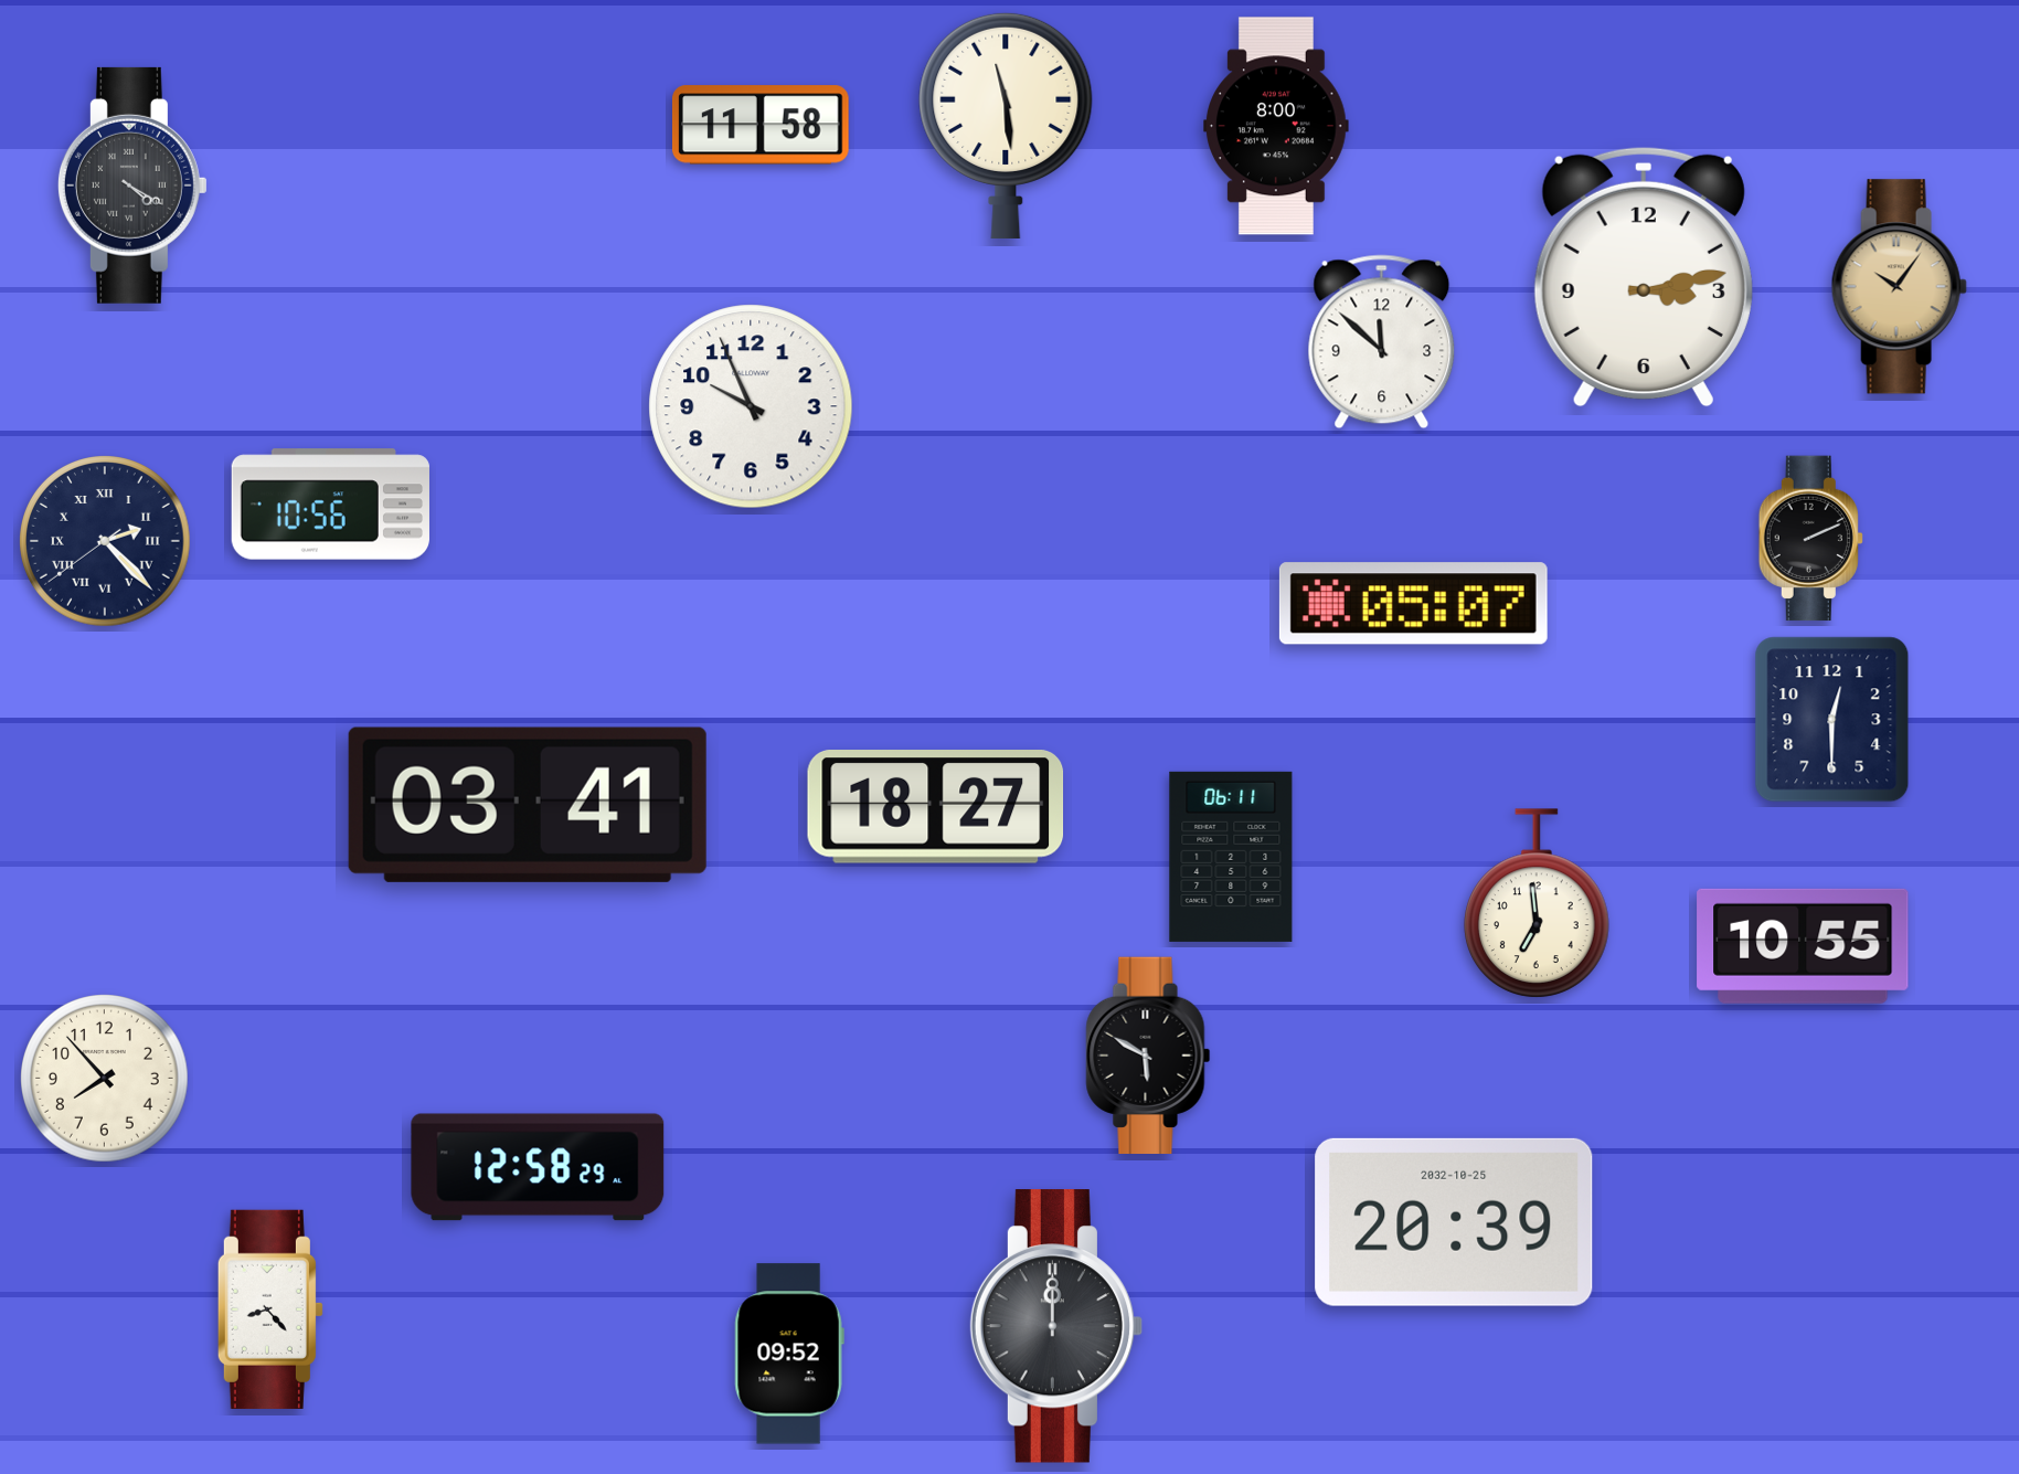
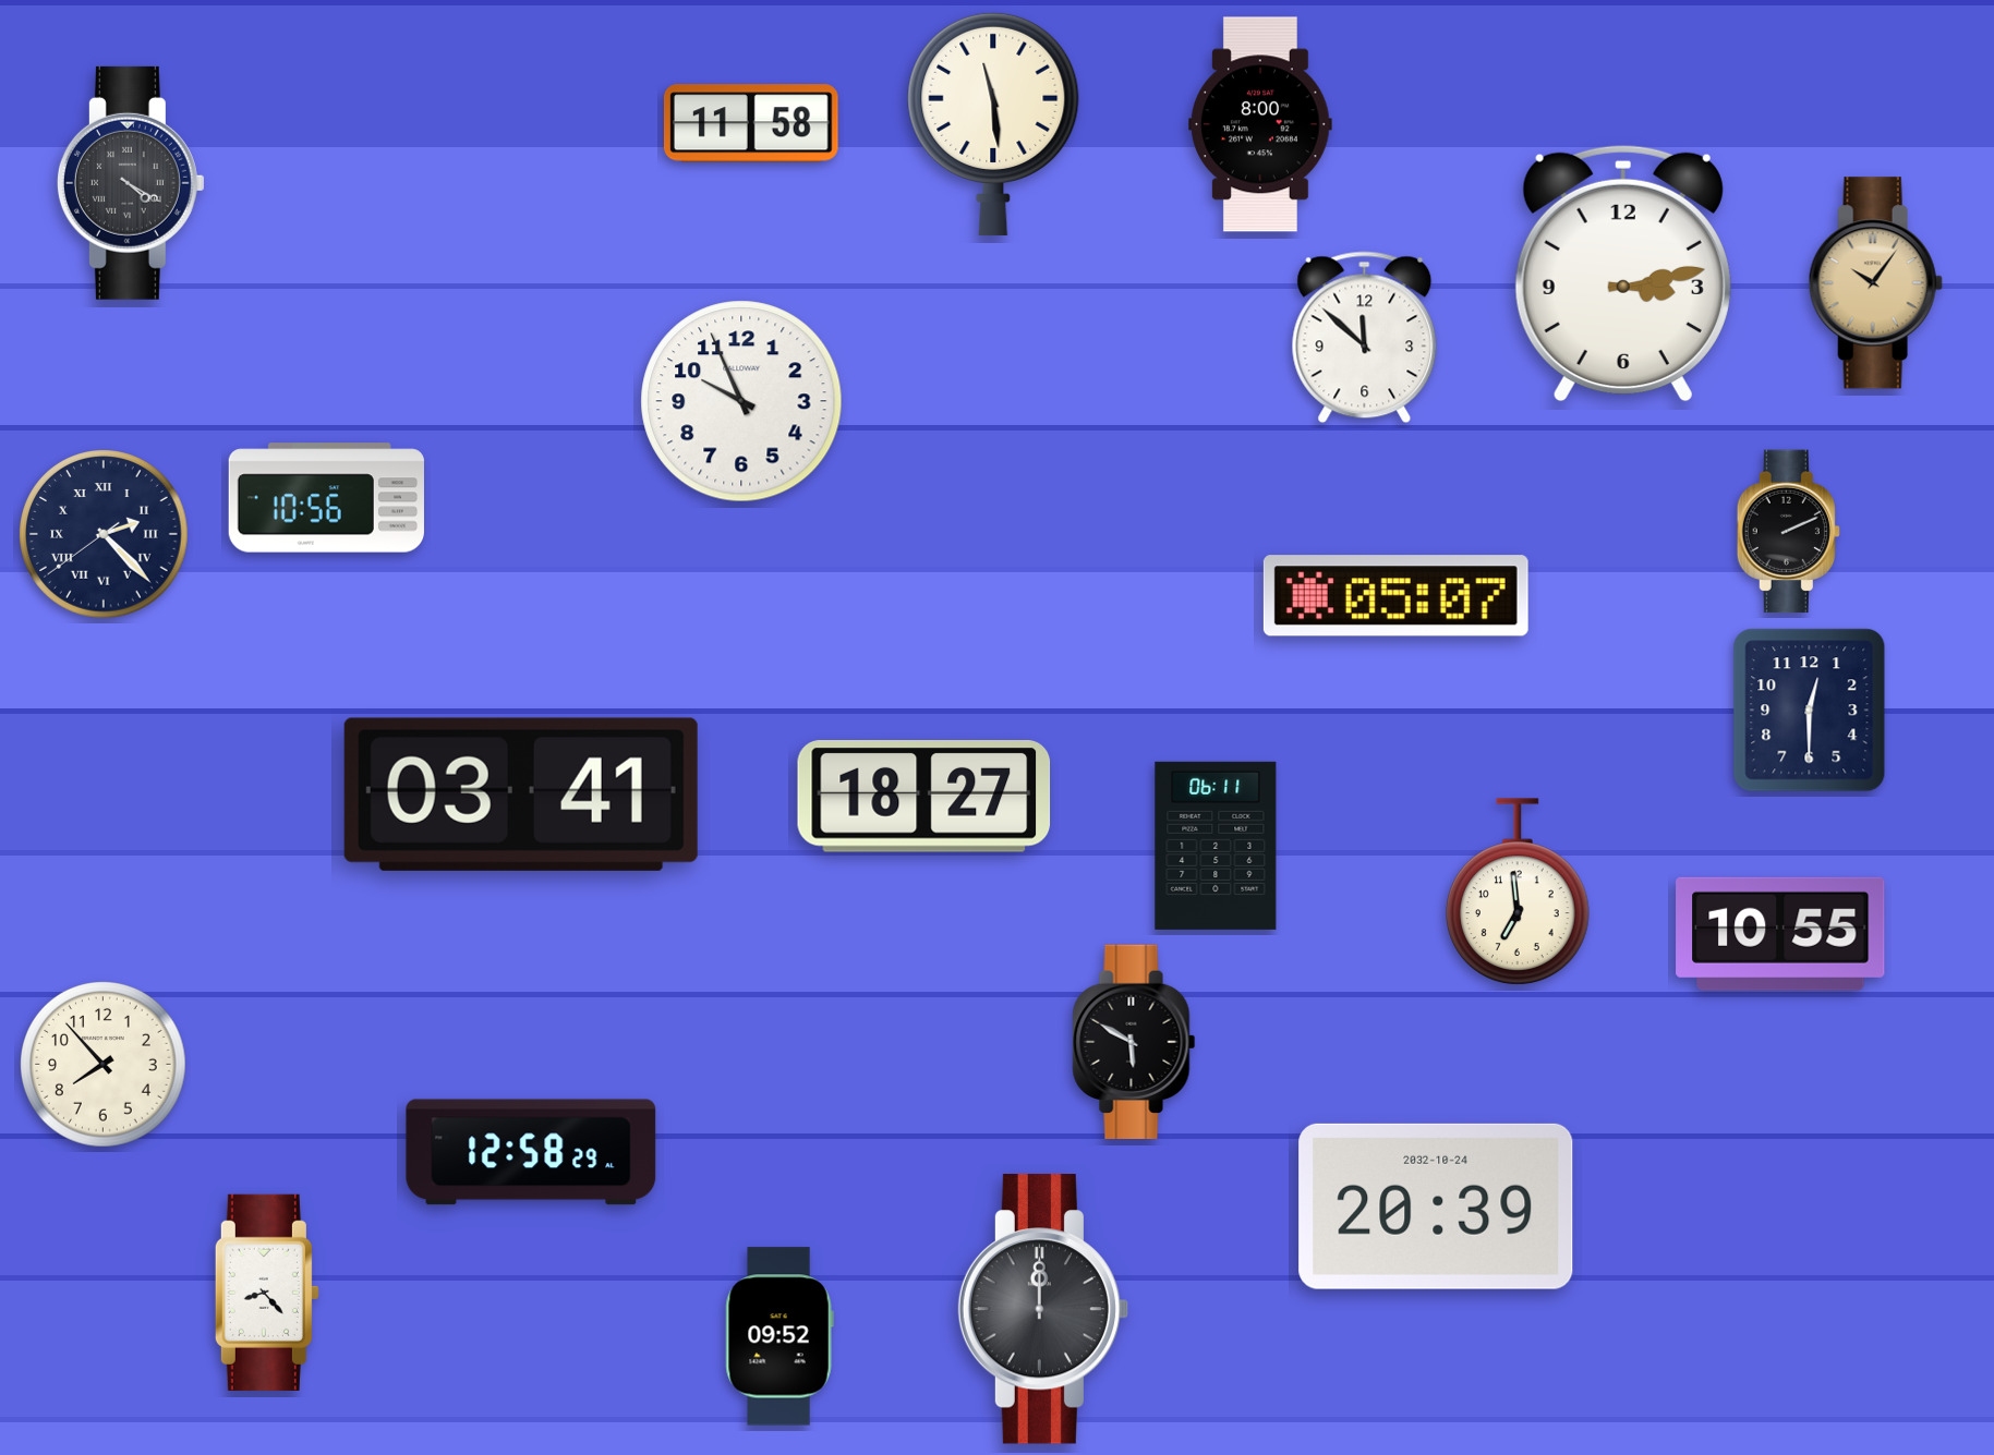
clock at (1454, 1222) date: 2032-10-25 -> 2032-10-24
